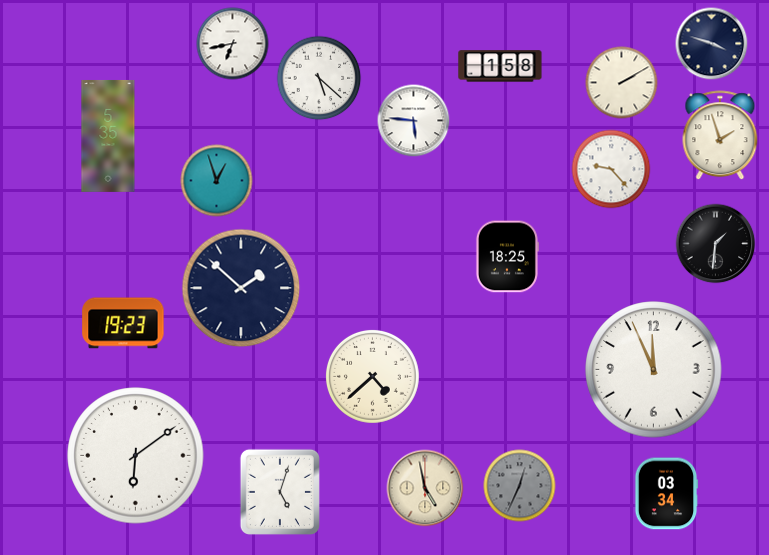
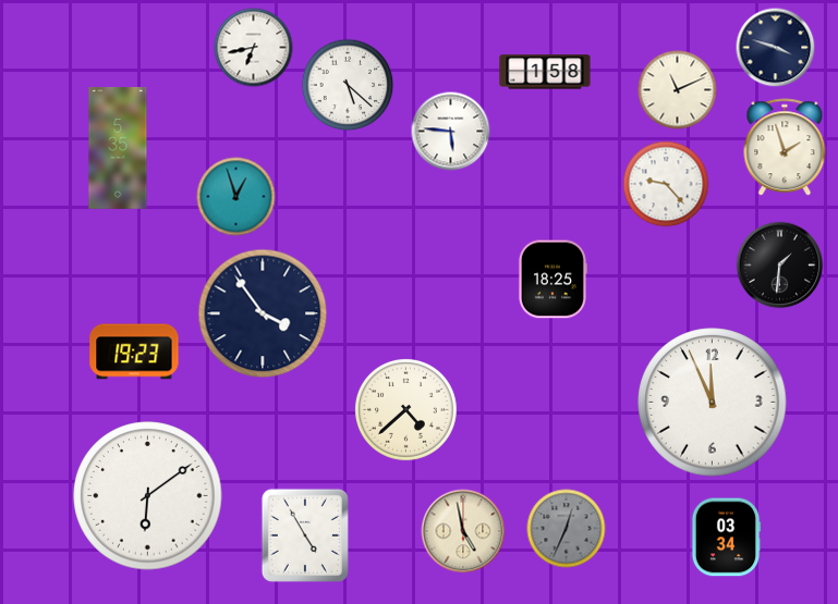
clock at (622, 83): 2:10 -> 11:11
clock at (241, 288): 1:52 -> 3:54
clock at (280, 492): 5:03 -> 4:55
